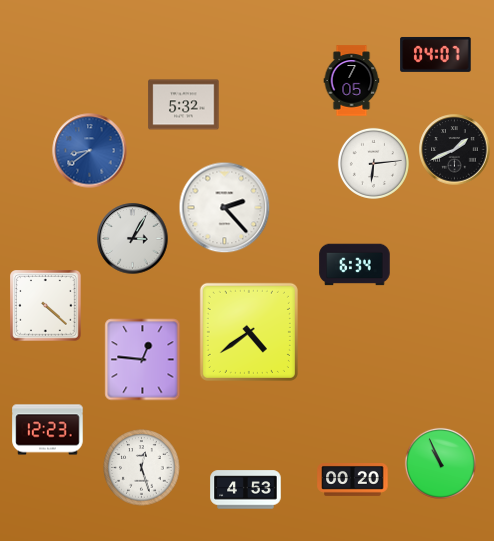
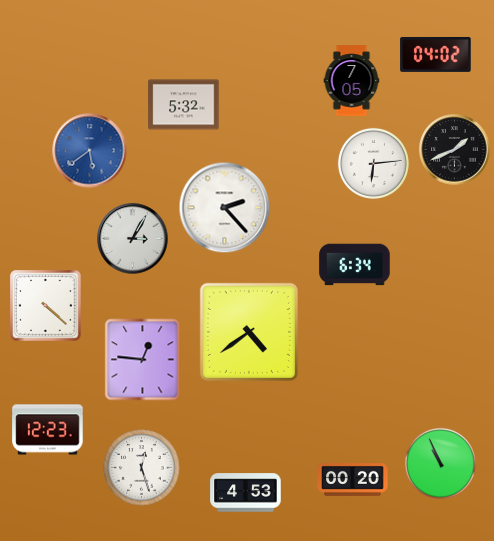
clock at (436, 54): 04:07 -> 04:02
clock at (90, 151): 8:39 -> 5:39
clock at (246, 490) position: (246, 490) -> (246, 493)
